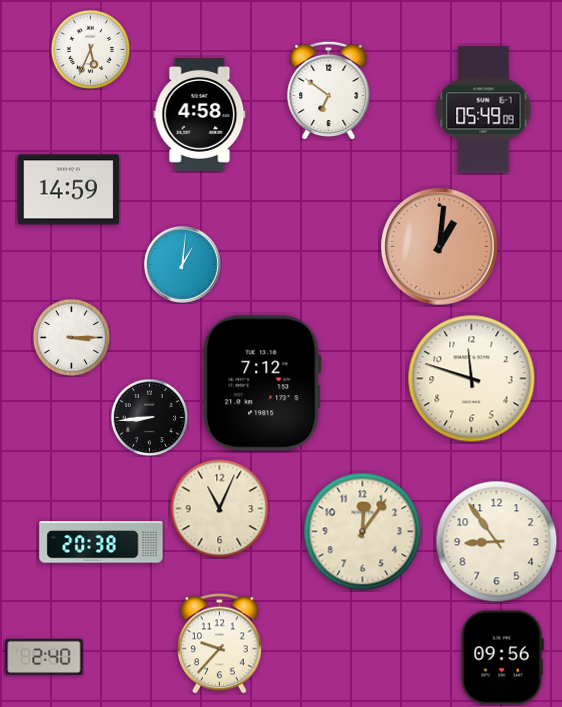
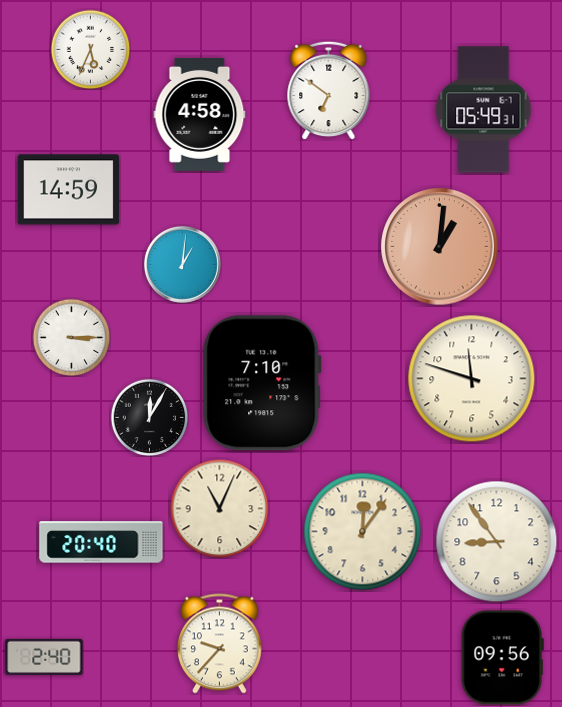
clock at (484, 110): 05:49:09 -> 05:49:31
clock at (262, 383): 7:12 -> 7:10
clock at (149, 417): 8:44 -> 12:05
clock at (101, 542): 20:38 -> 20:40
